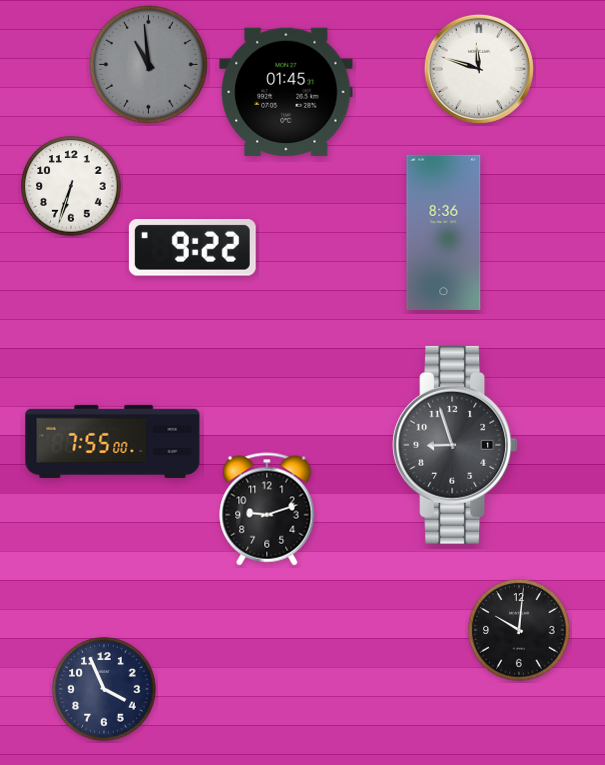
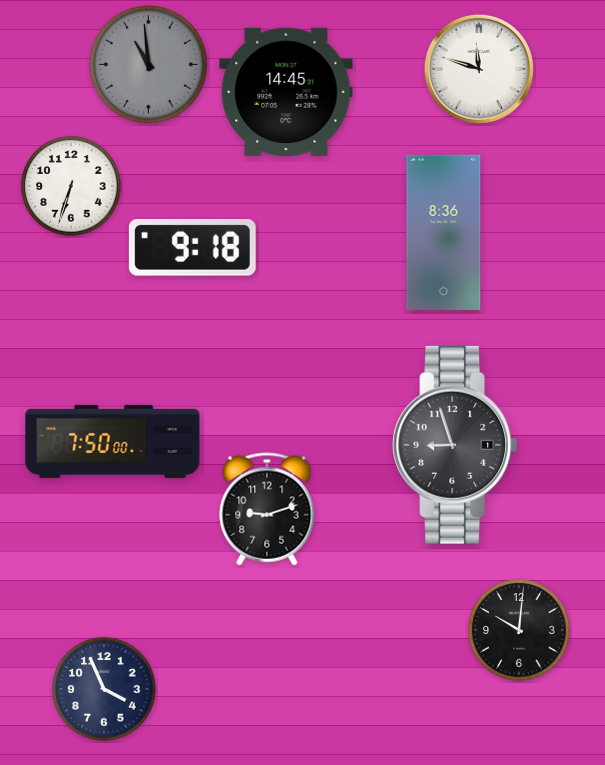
clock at (286, 92): 01:45 -> 14:45
clock at (192, 248): 9:22 -> 9:18
clock at (113, 441): 7:55 -> 7:50
